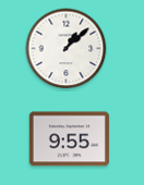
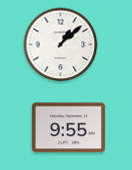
clock at (69, 139) position: (69, 139) -> (68, 128)
